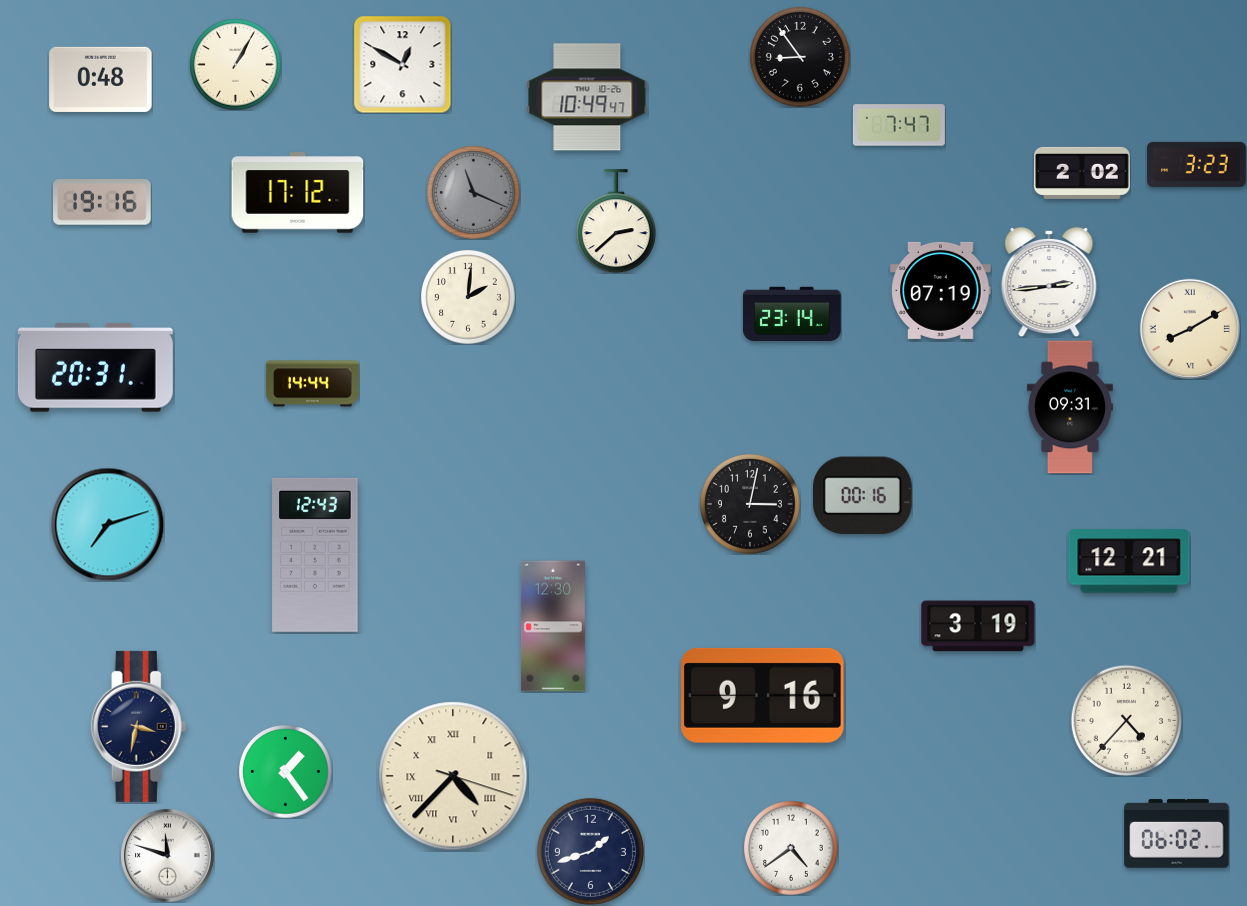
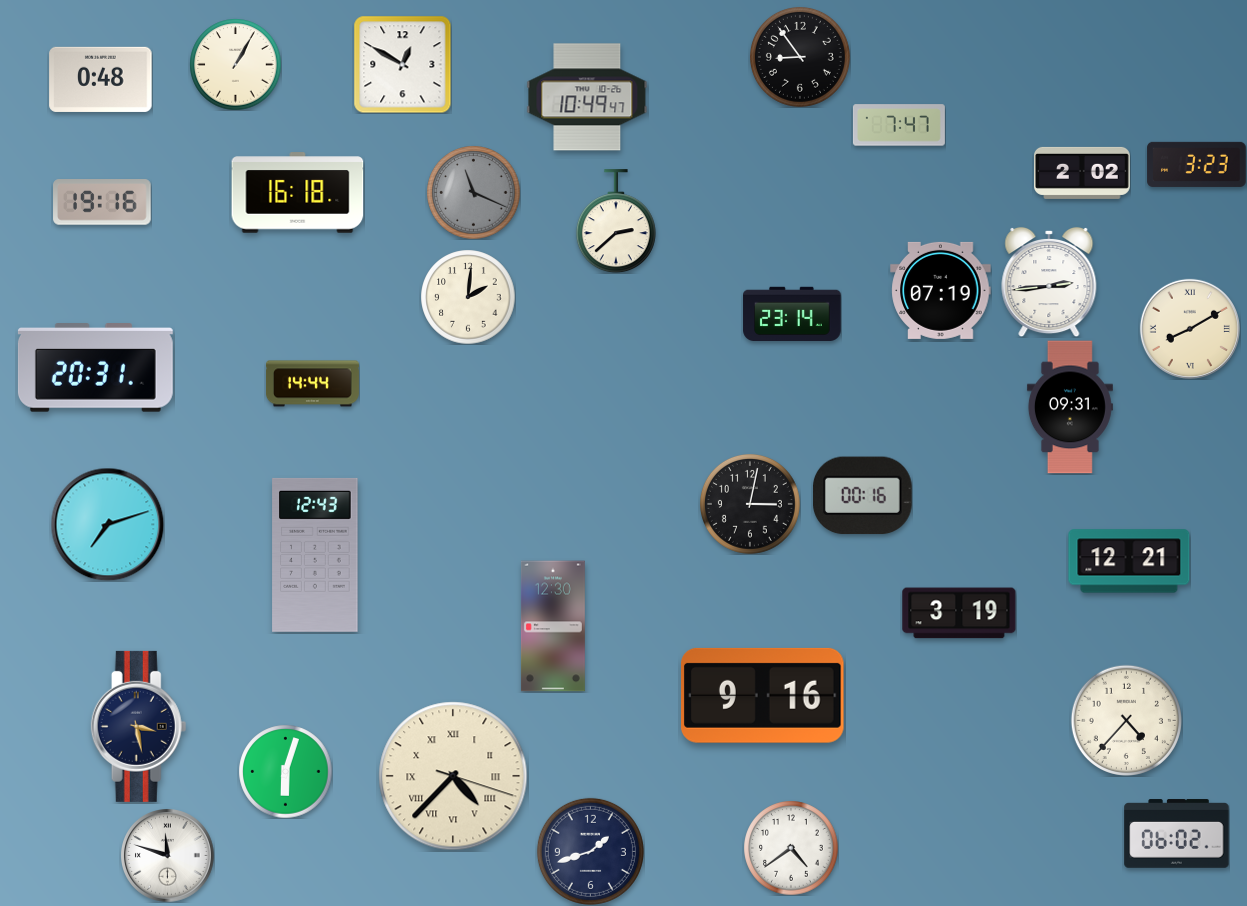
clock at (298, 193): 17:12 -> 16:18
clock at (978, 626) position: (978, 626) -> (959, 613)
clock at (139, 726): 3:32 -> 3:28
clock at (285, 771): 1:24 -> 6:03
